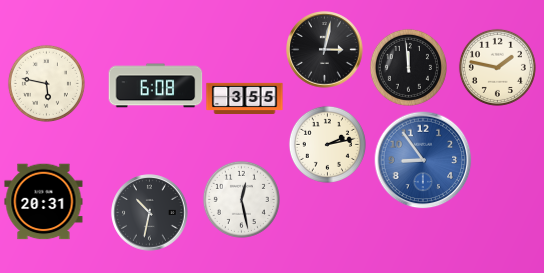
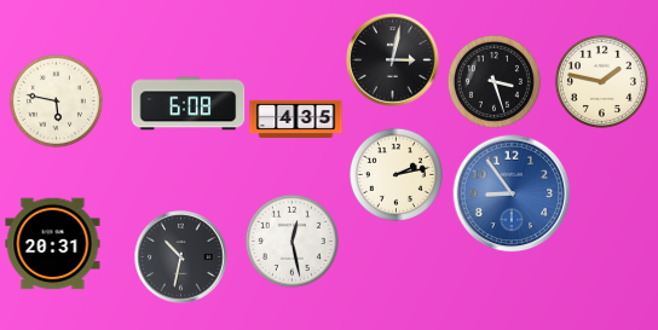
clock at (408, 67): 11:59 -> 3:27
clock at (245, 98): 3:55 -> 4:35
